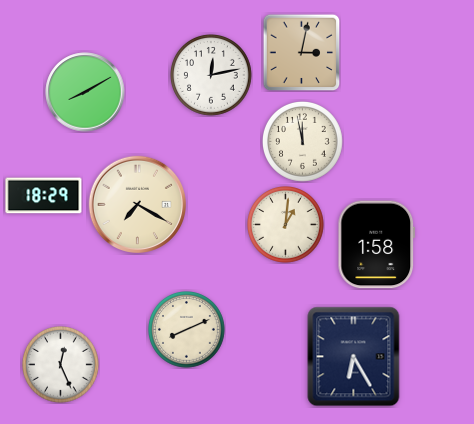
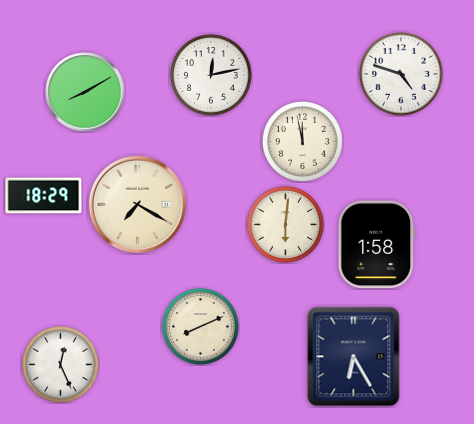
clock at (301, 52): 3:02 -> none
clock at (401, 74): none -> 4:48
clock at (286, 225): 1:01 -> 6:01
clock at (187, 330) position: (187, 330) -> (201, 327)
